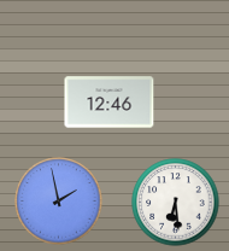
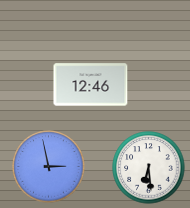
clock at (59, 202): 1:58 -> 2:58
clock at (176, 203) position: (176, 203) -> (149, 168)
